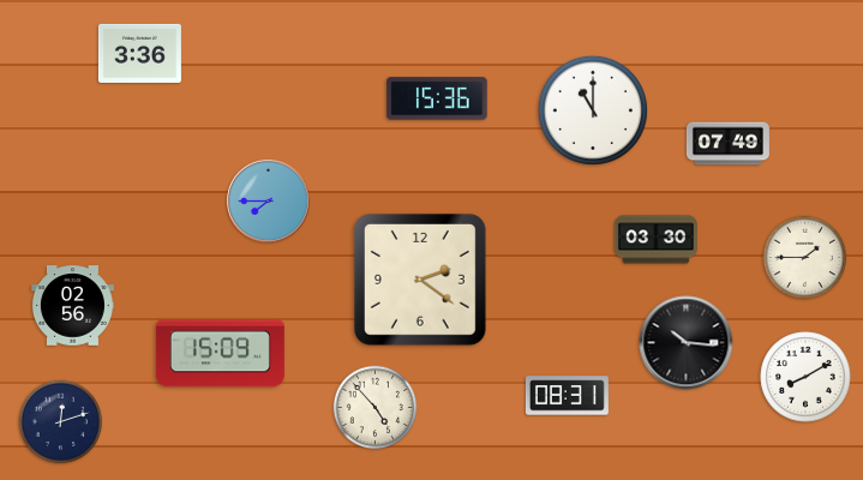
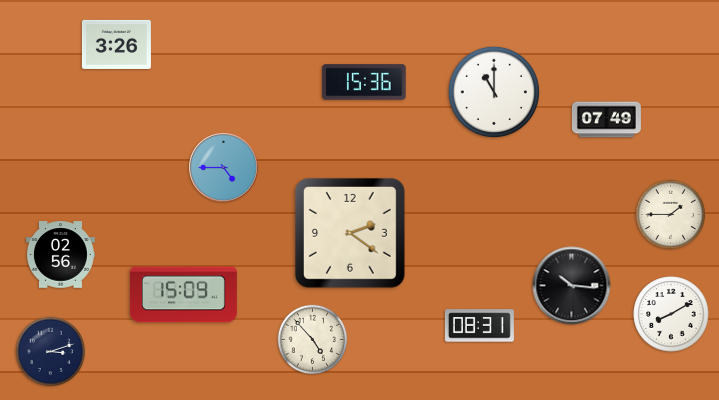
clock at (139, 53): 3:36 -> 3:26
clock at (269, 202): 7:45 -> 4:45
clock at (655, 240): 03:30 -> none
clock at (567, 396) position: (567, 396) -> (479, 326)
clock at (61, 422): 12:12 -> 3:12
